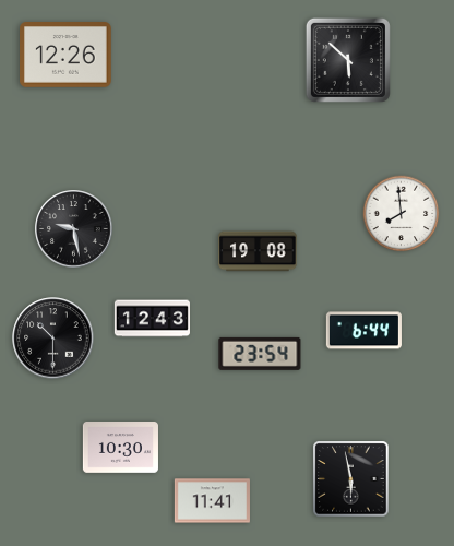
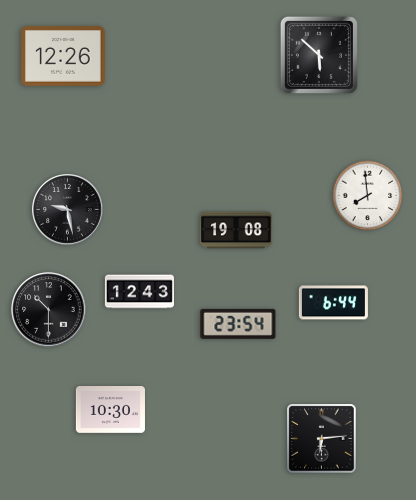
clock at (65, 56) position: (65, 56) -> (63, 57)
clock at (351, 479): 5:58 -> 6:14
clock at (212, 501): 11:41 -> none
